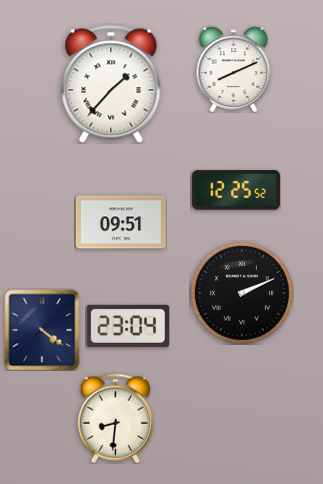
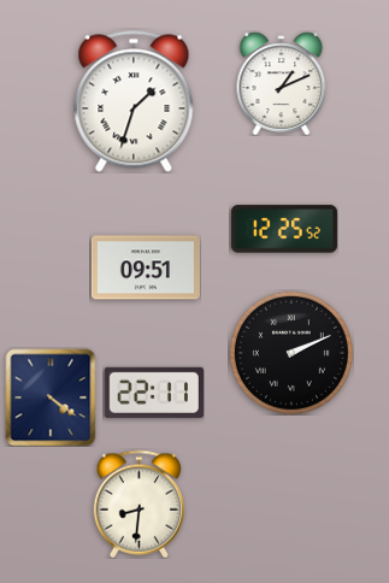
clock at (234, 69): 8:11 -> 1:11
clock at (111, 84): 1:37 -> 1:33
clock at (127, 326): 23:04 -> 22:11
